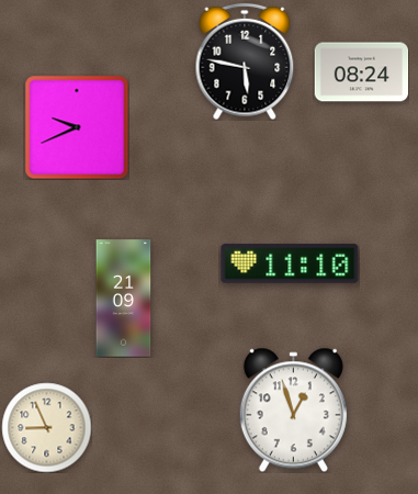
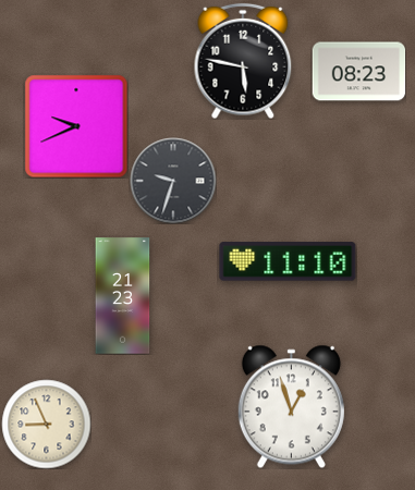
clock at (361, 72): 08:24 -> 08:23
clock at (173, 181): none -> 9:33
clock at (124, 299): 21:09 -> 21:23
